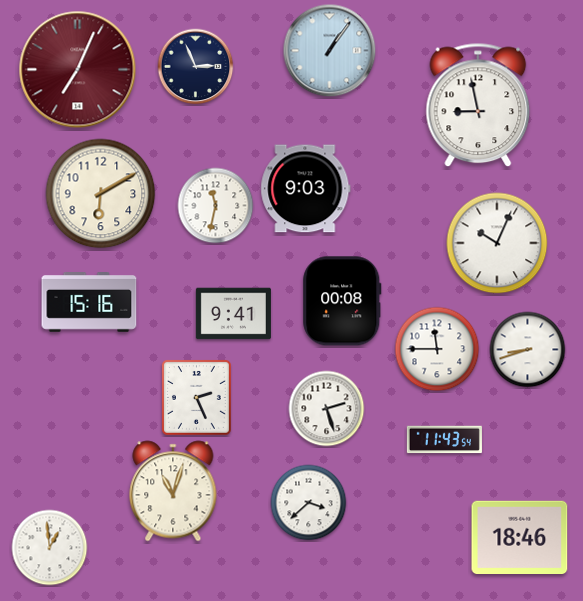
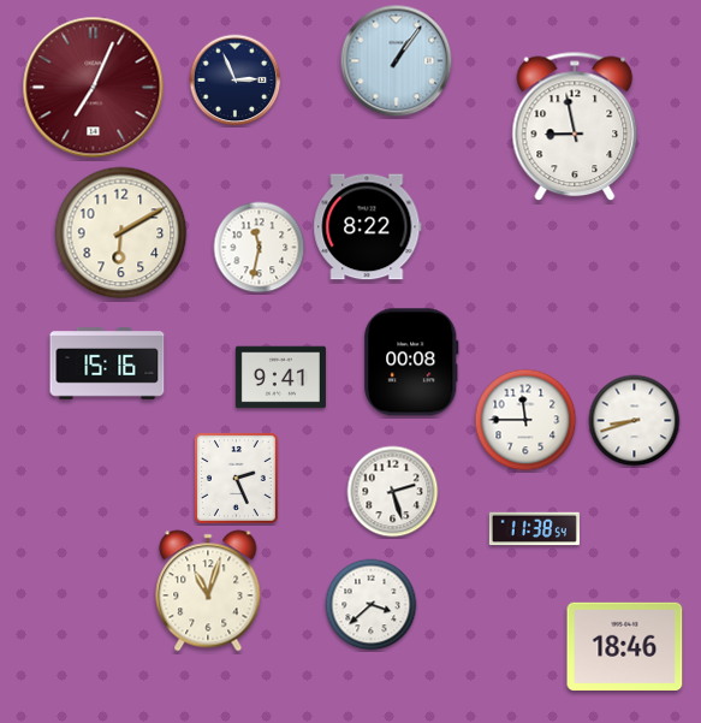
clock at (78, 70) position: (78, 70) -> (94, 88)
clock at (306, 189): 9:03 -> 8:22
clock at (497, 243): 10:04 -> none
clock at (444, 440): 11:43 -> 11:38
clock at (50, 548): 12:59 -> none
